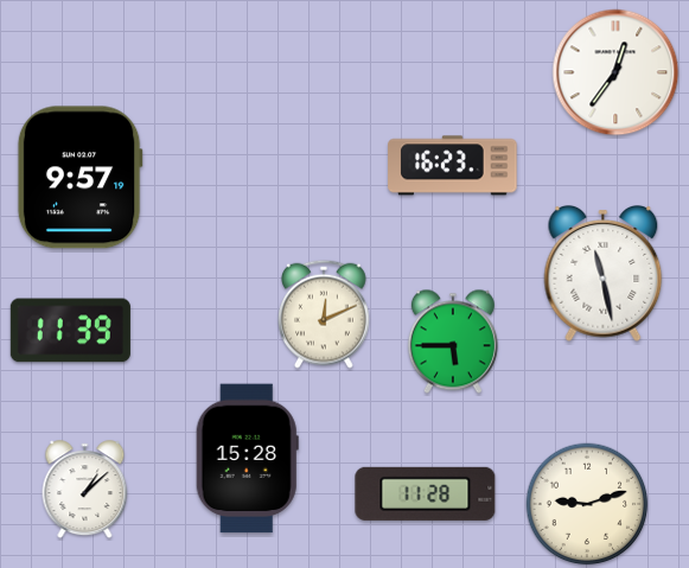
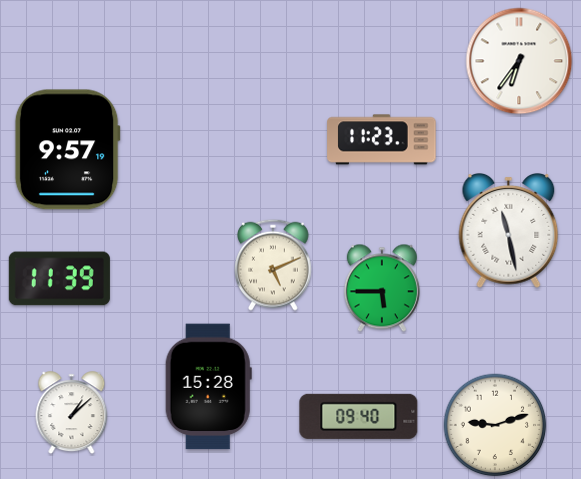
clock at (615, 72): 12:36 -> 6:36
clock at (453, 166): 16:23 -> 11:23
clock at (325, 314): 12:11 -> 5:11
clock at (426, 493): 11:28 -> 09:40
